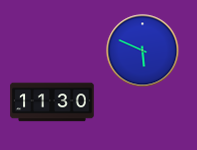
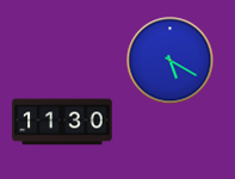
clock at (143, 51): 5:49 -> 5:20
